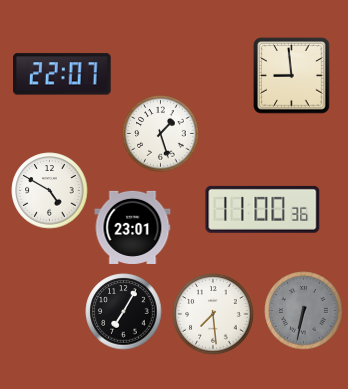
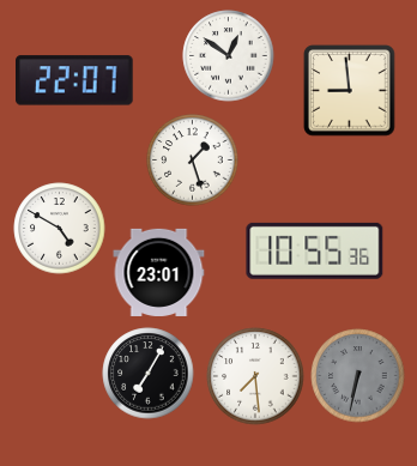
clock at (229, 56): none -> 12:51
clock at (63, 74) position: (63, 74) -> (75, 80)
clock at (263, 209): 11:00 -> 10:55
clock at (304, 311) position: (304, 311) -> (358, 376)
